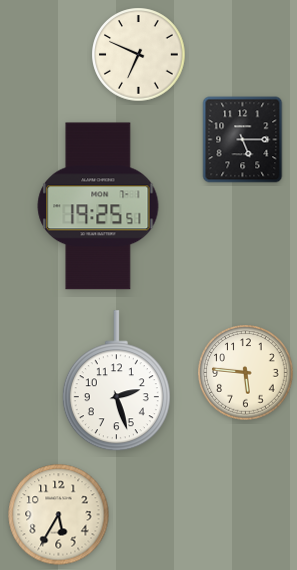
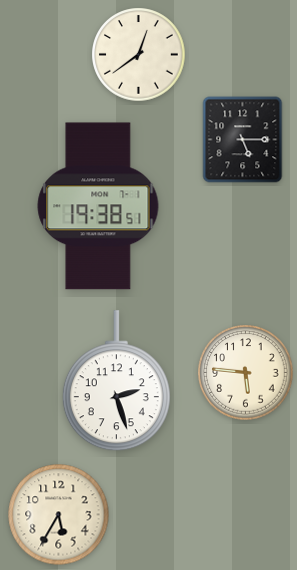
clock at (139, 55): 6:49 -> 12:39
clock at (98, 206): 19:25 -> 19:38
